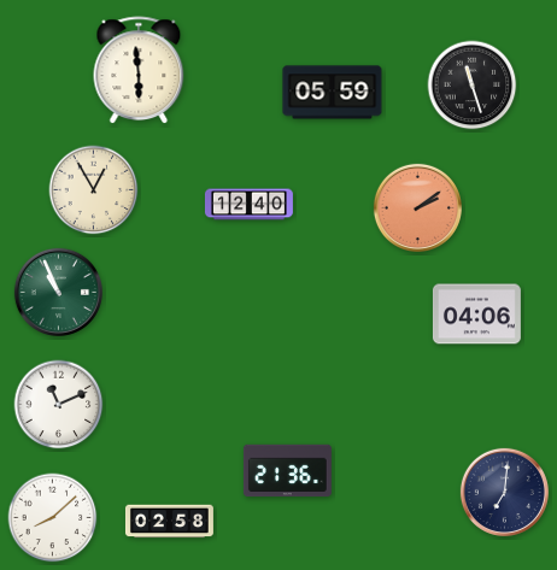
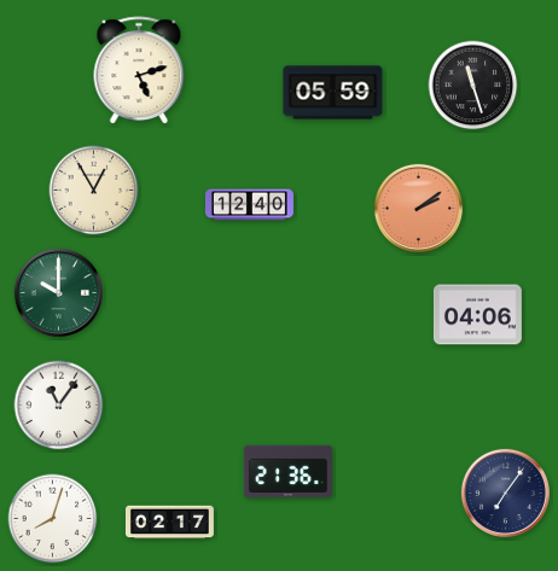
clock at (139, 71): 5:59 -> 5:12
clock at (58, 292): 10:56 -> 10:00
clock at (59, 405): 11:11 -> 11:06
clock at (504, 492): 7:01 -> 7:06
clock at (53, 518): 8:08 -> 8:03
clock at (169, 522): 02:58 -> 02:17
